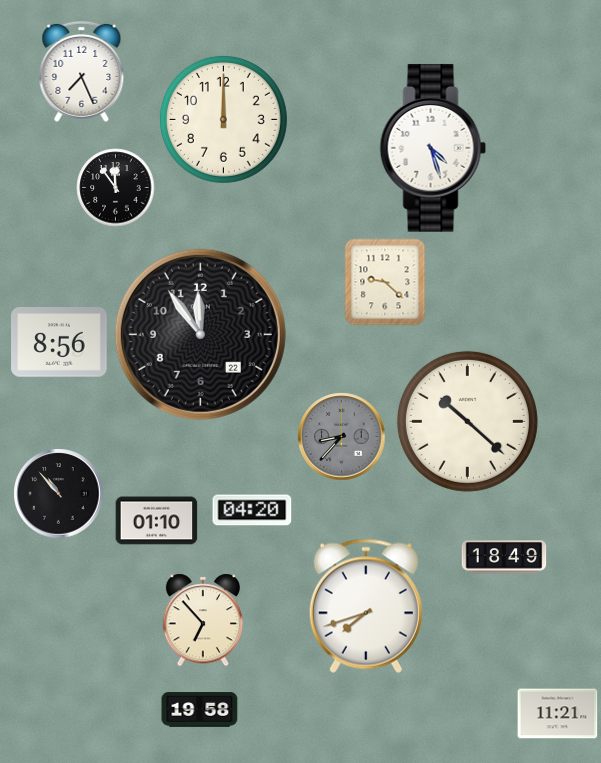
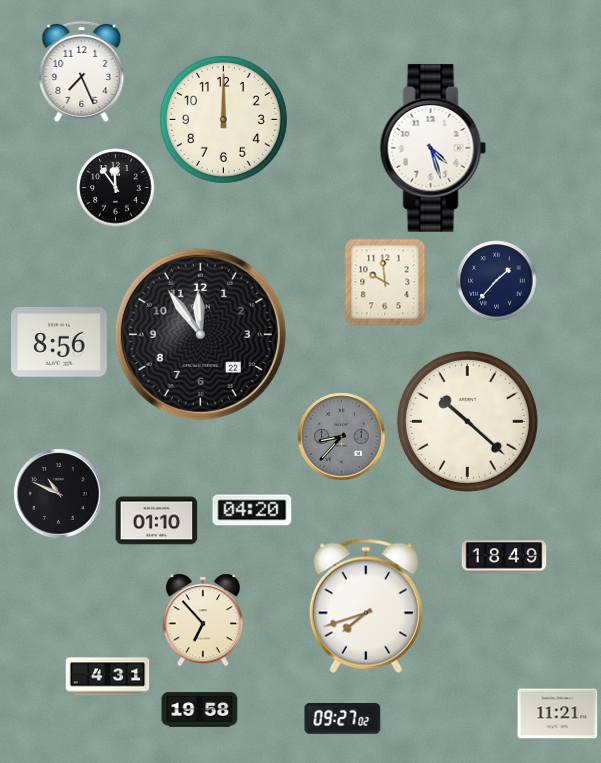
clock at (497, 281): none -> 1:37
clock at (385, 282): 9:22 -> 9:59
clock at (59, 494): 10:53 -> 10:49
clock at (108, 677): none -> 4:31
clock at (343, 719): none -> 09:27
